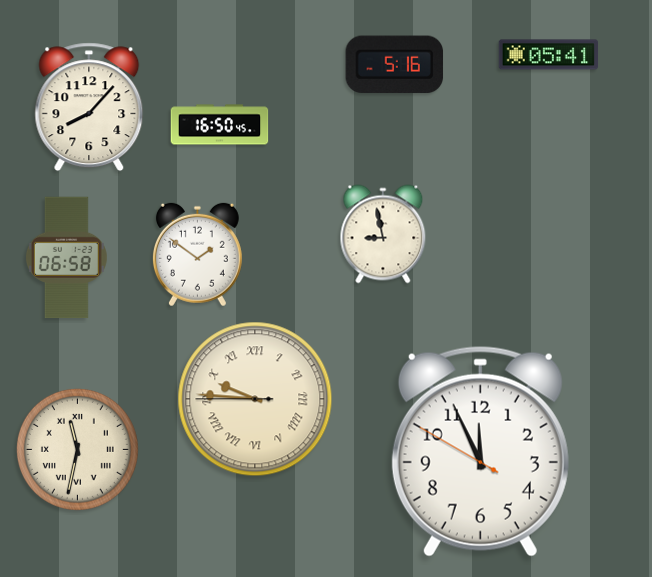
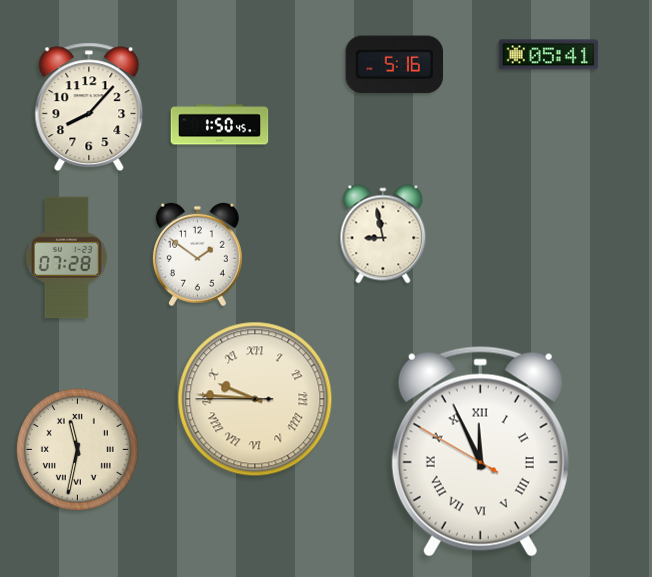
clock at (220, 125): 16:50 -> 1:50
clock at (66, 258): 06:58 -> 07:28
clock at (480, 451) numerals: Arabic -> Roman
